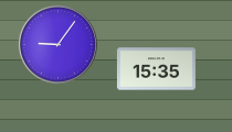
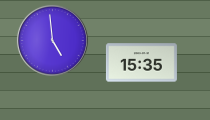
clock at (57, 44): 9:06 -> 4:59
